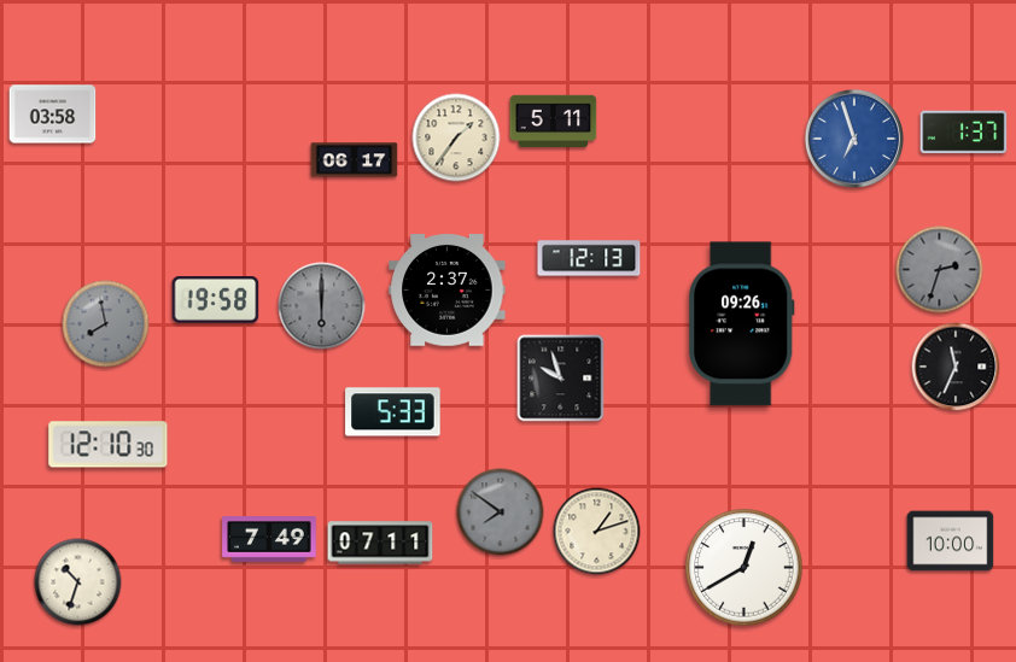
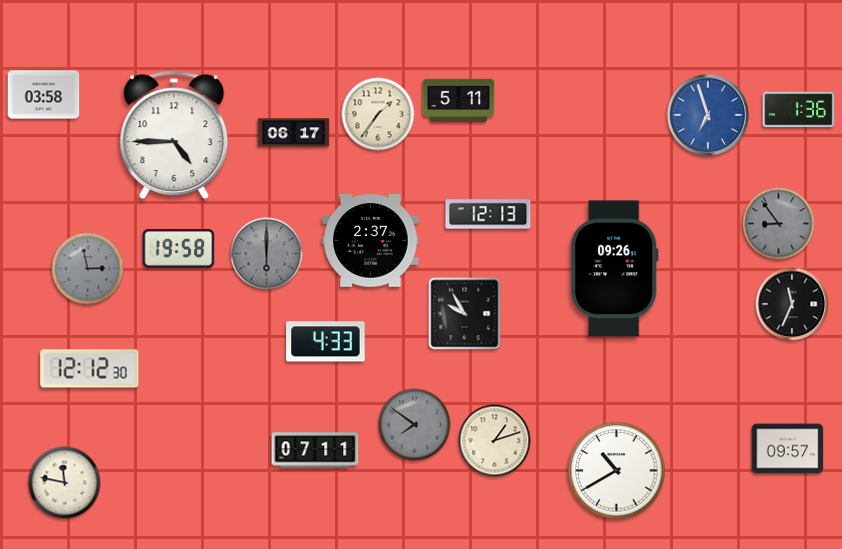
clock at (964, 133): 1:37 -> 1:36
clock at (174, 135): none -> 4:45
clock at (940, 270): 2:33 -> 8:54
clock at (106, 324): 7:58 -> 2:58
clock at (561, 379): 9:57 -> 9:55
clock at (393, 412): 5:33 -> 4:33
clock at (109, 445): 12:10 -> 12:12
clock at (269, 540): 7:49 -> none
clock at (951, 541): 10:00 -> 09:57
clock at (745, 568): 12:40 -> 10:40
clock at (78, 582): 10:33 -> 11:47
